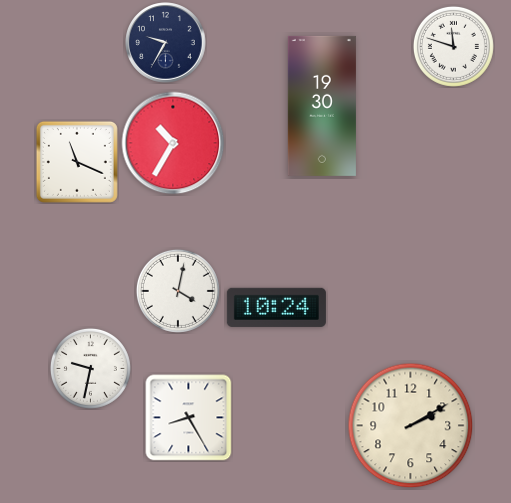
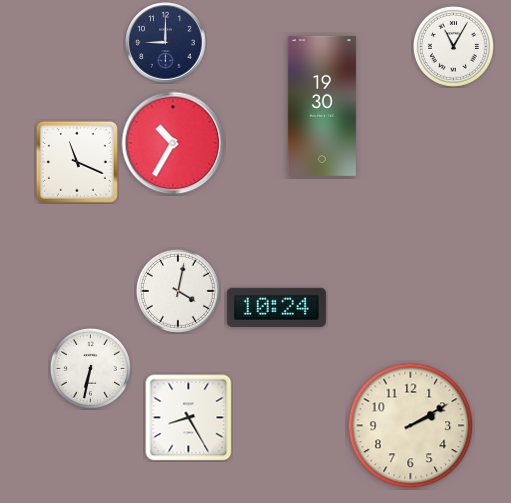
clock at (166, 43): 9:35 -> 9:00
clock at (453, 46): 11:48 -> 11:05
clock at (90, 368): 9:32 -> 6:32
